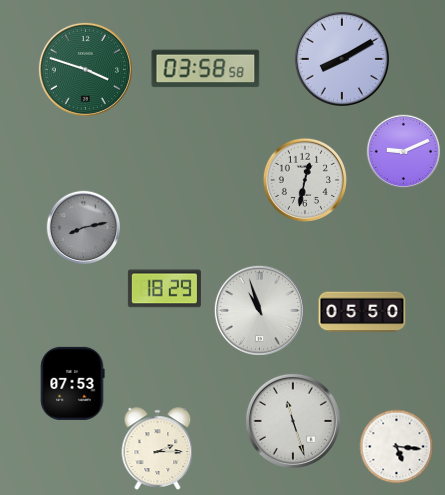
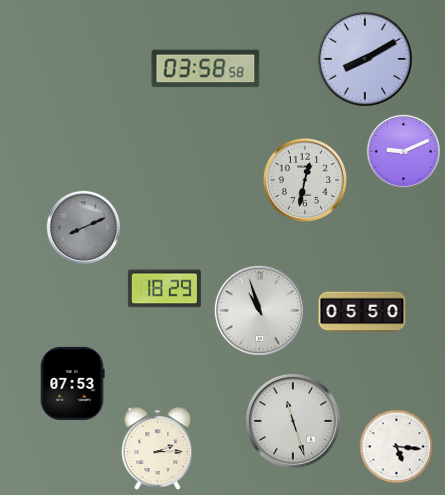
clock at (342, 59) position: (342, 59) -> (365, 59)
clock at (85, 69): 3:48 -> none
clock at (84, 228): 8:13 -> 8:11
